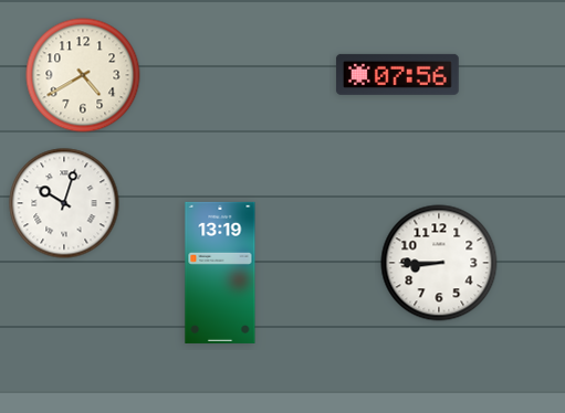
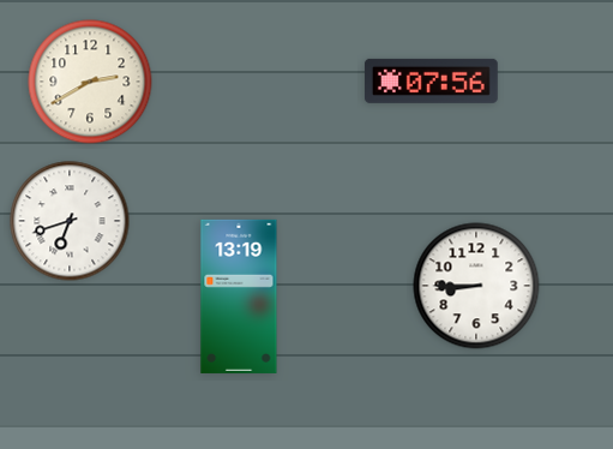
clock at (83, 75): 4:40 -> 2:40
clock at (64, 203): 10:03 -> 6:42
